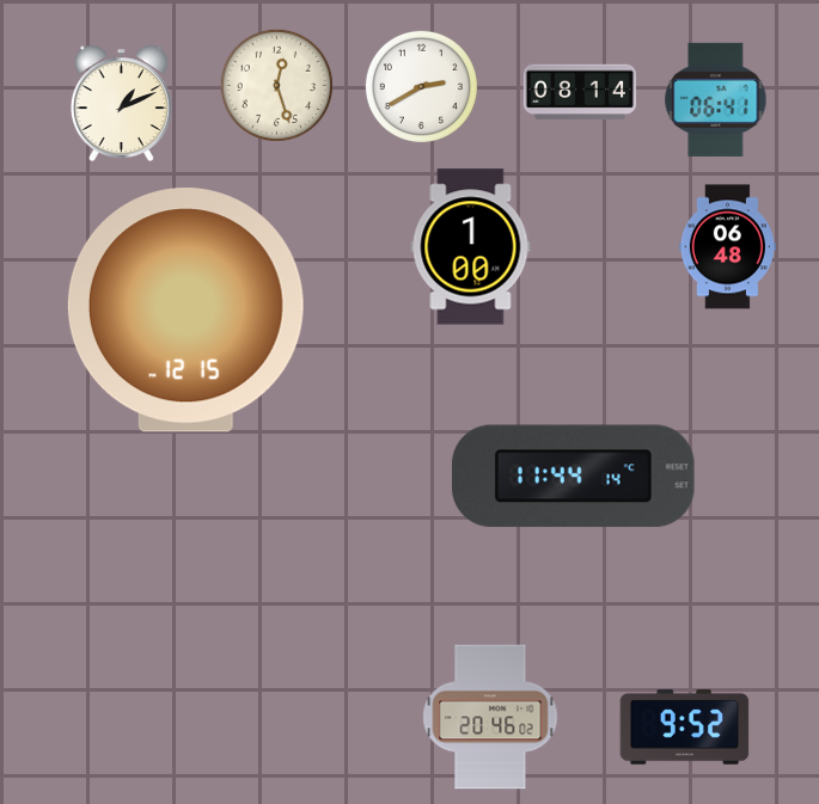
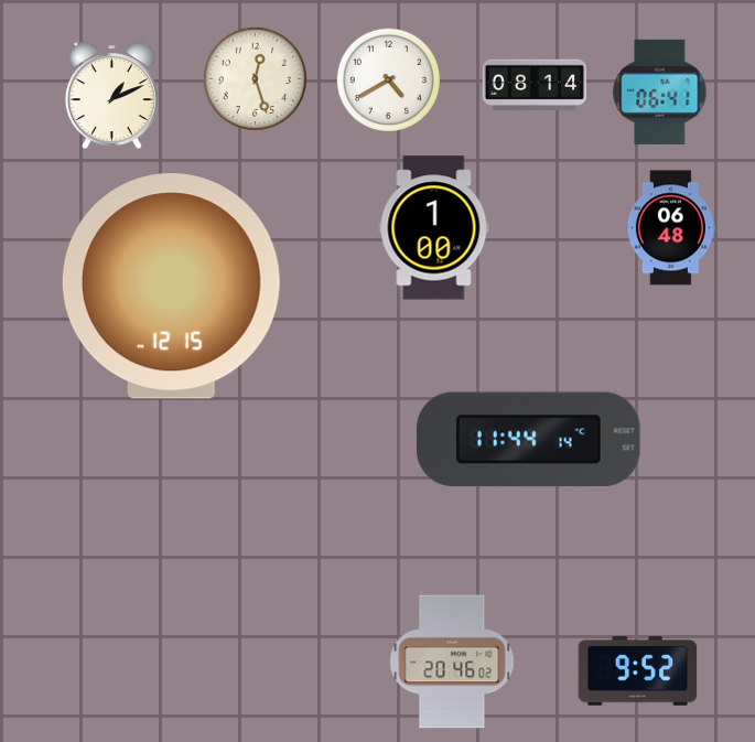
clock at (421, 86): 2:40 -> 4:40
clock at (685, 728) position: (685, 728) -> (638, 671)
